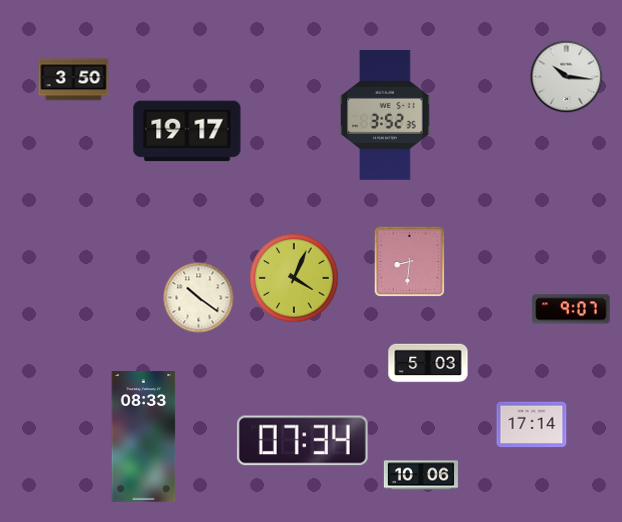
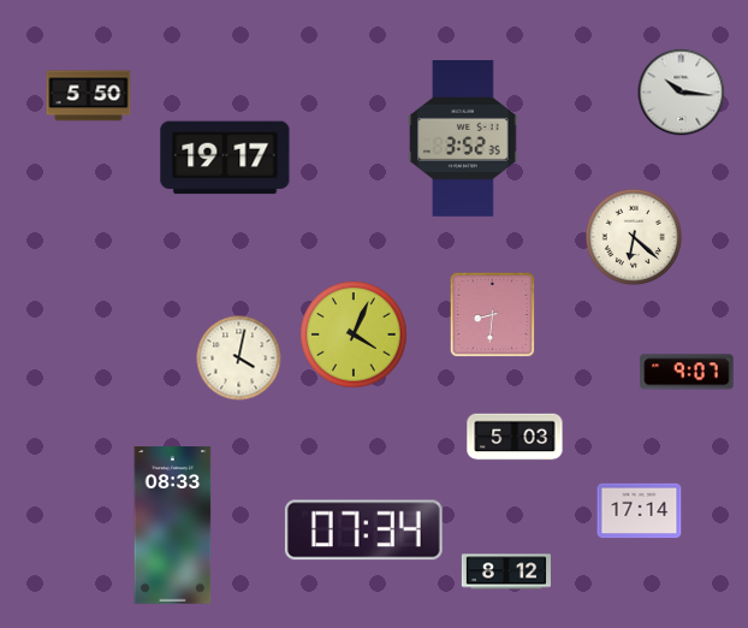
clock at (74, 80): 3:50 -> 5:50
clock at (634, 237): none -> 6:22
clock at (199, 298): 10:21 -> 4:02
clock at (421, 475): 10:06 -> 8:12
